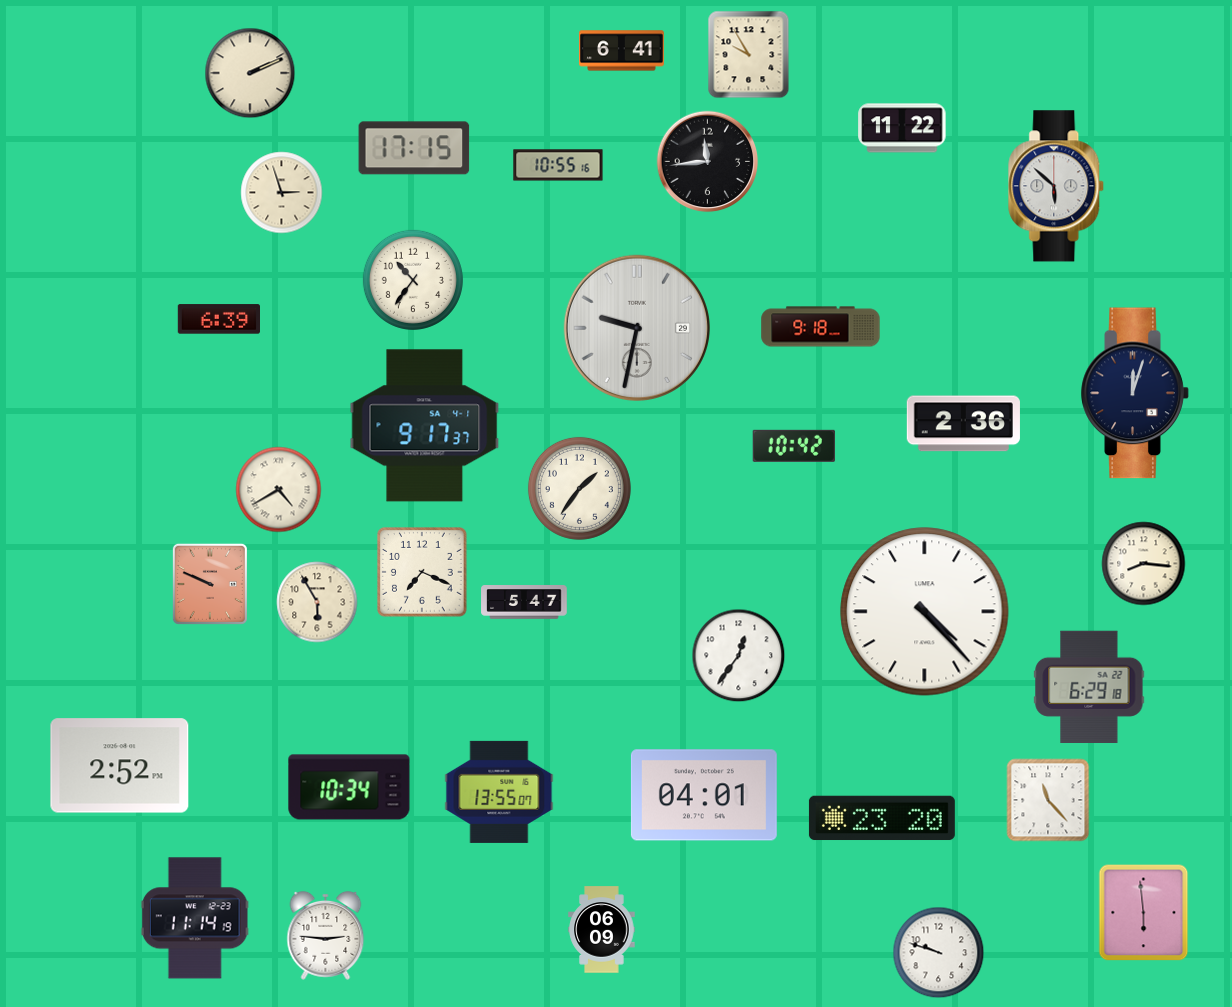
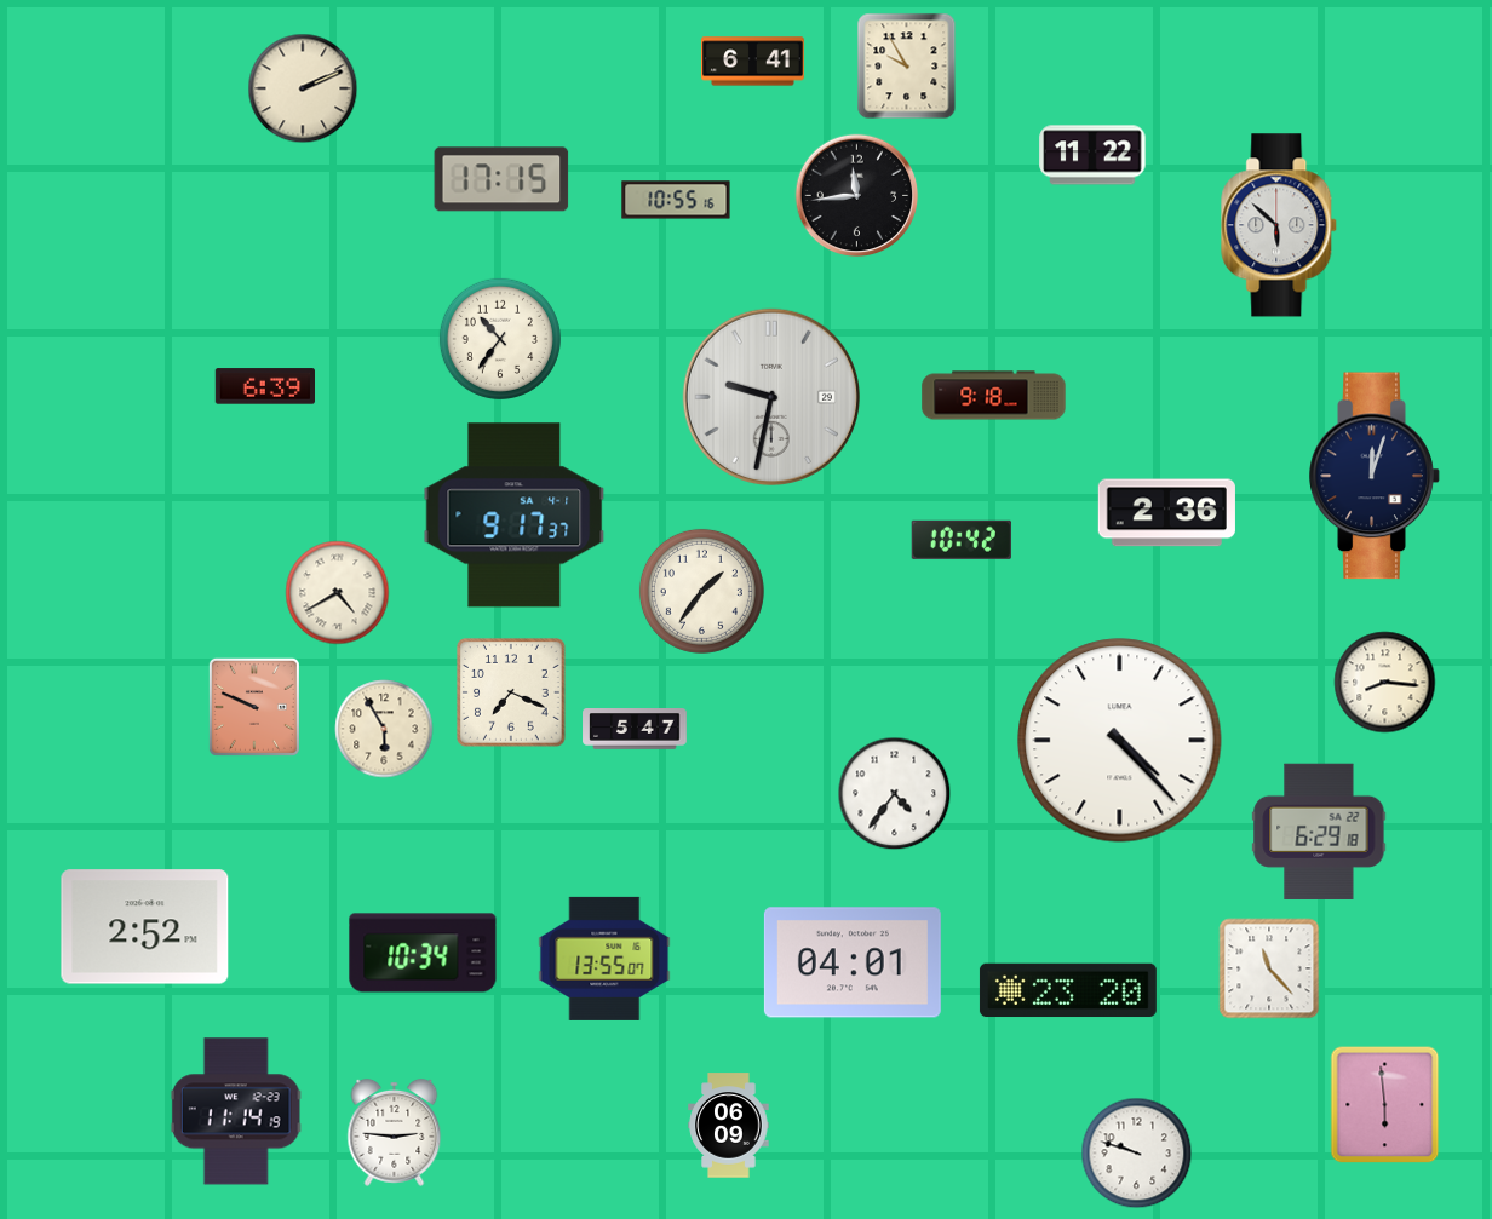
clock at (282, 193): 2:57 -> none
clock at (739, 656): 12:36 -> 4:36
